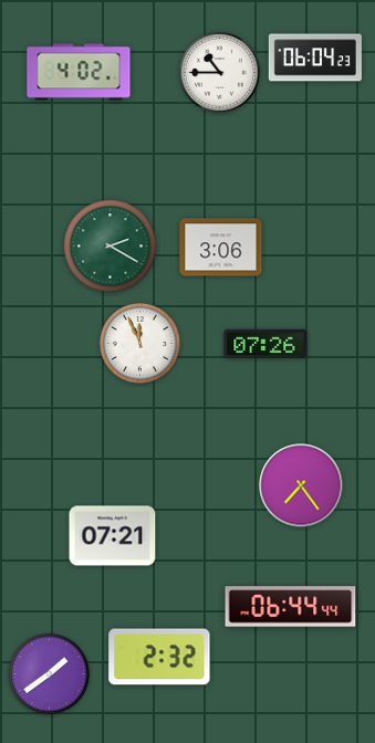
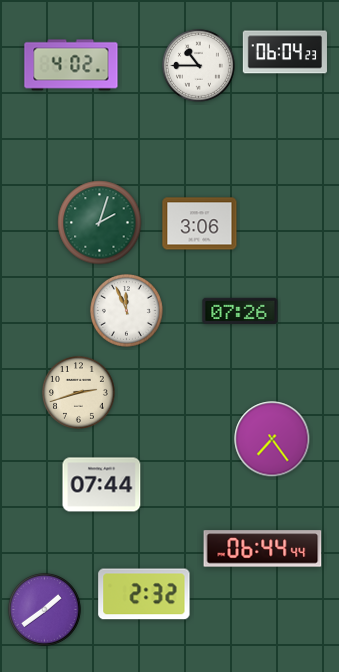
clock at (111, 247): 2:20 -> 2:03
clock at (78, 392): none -> 2:42
clock at (113, 536): 07:21 -> 07:44
